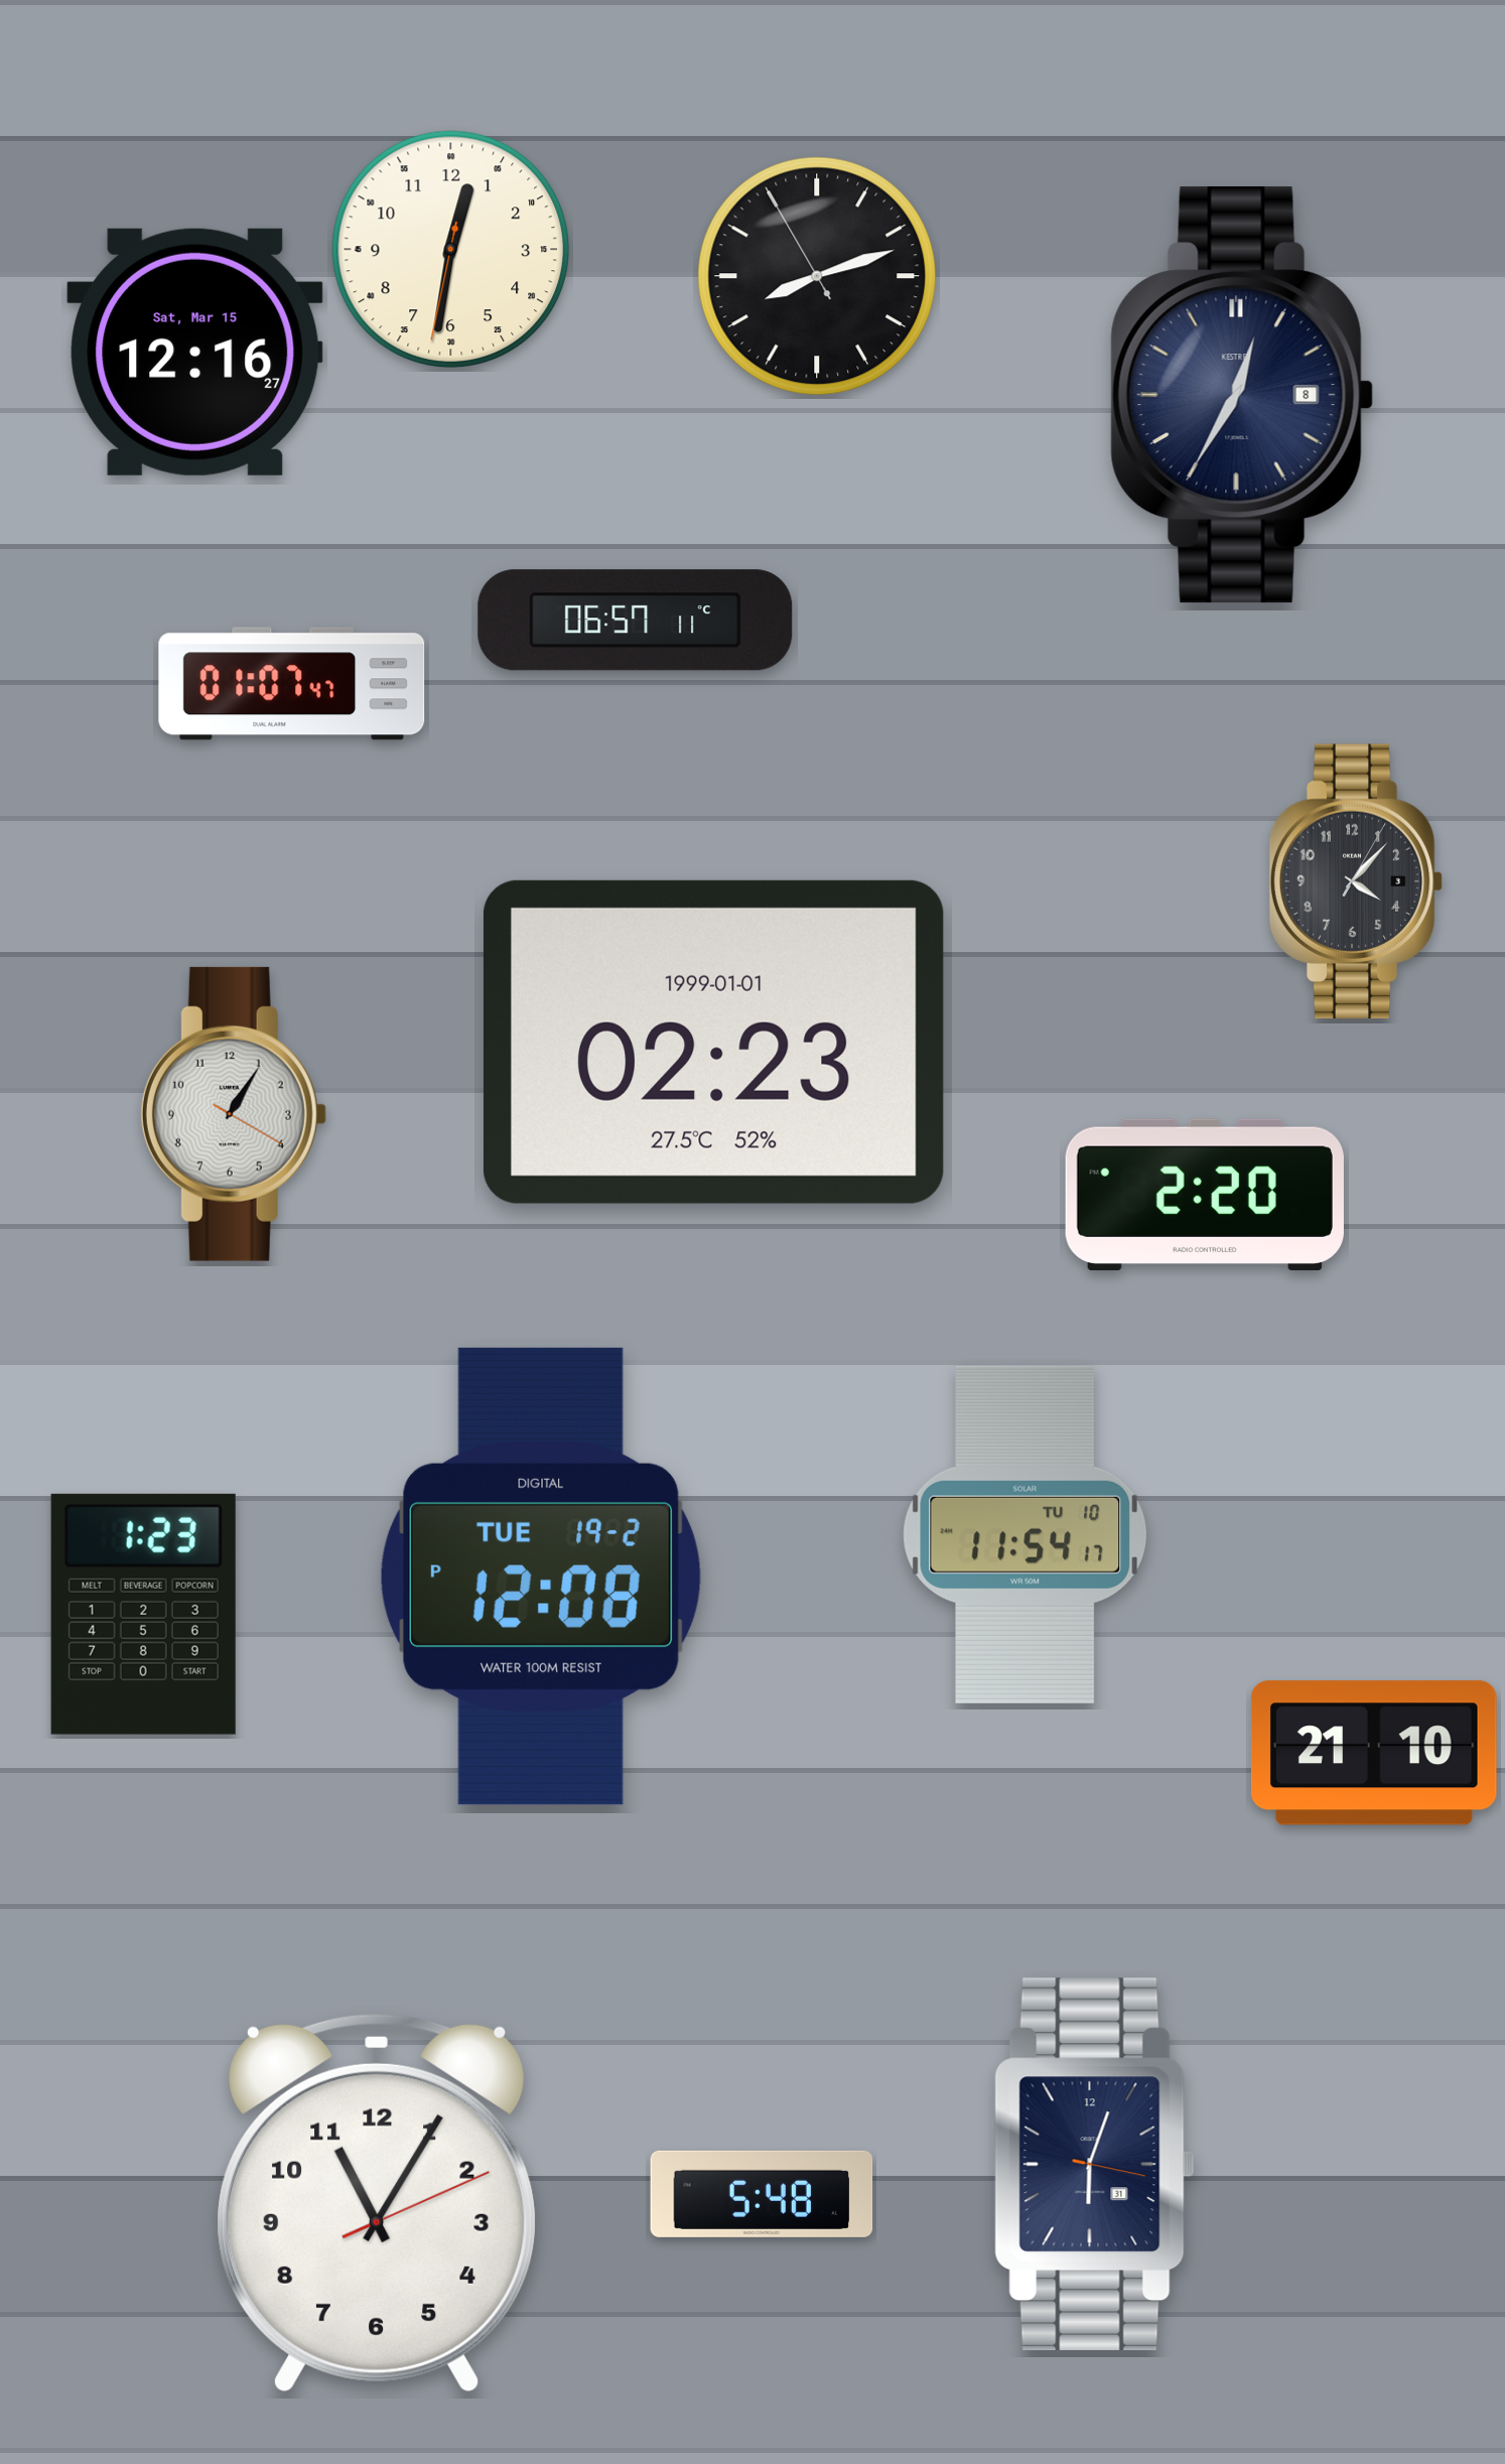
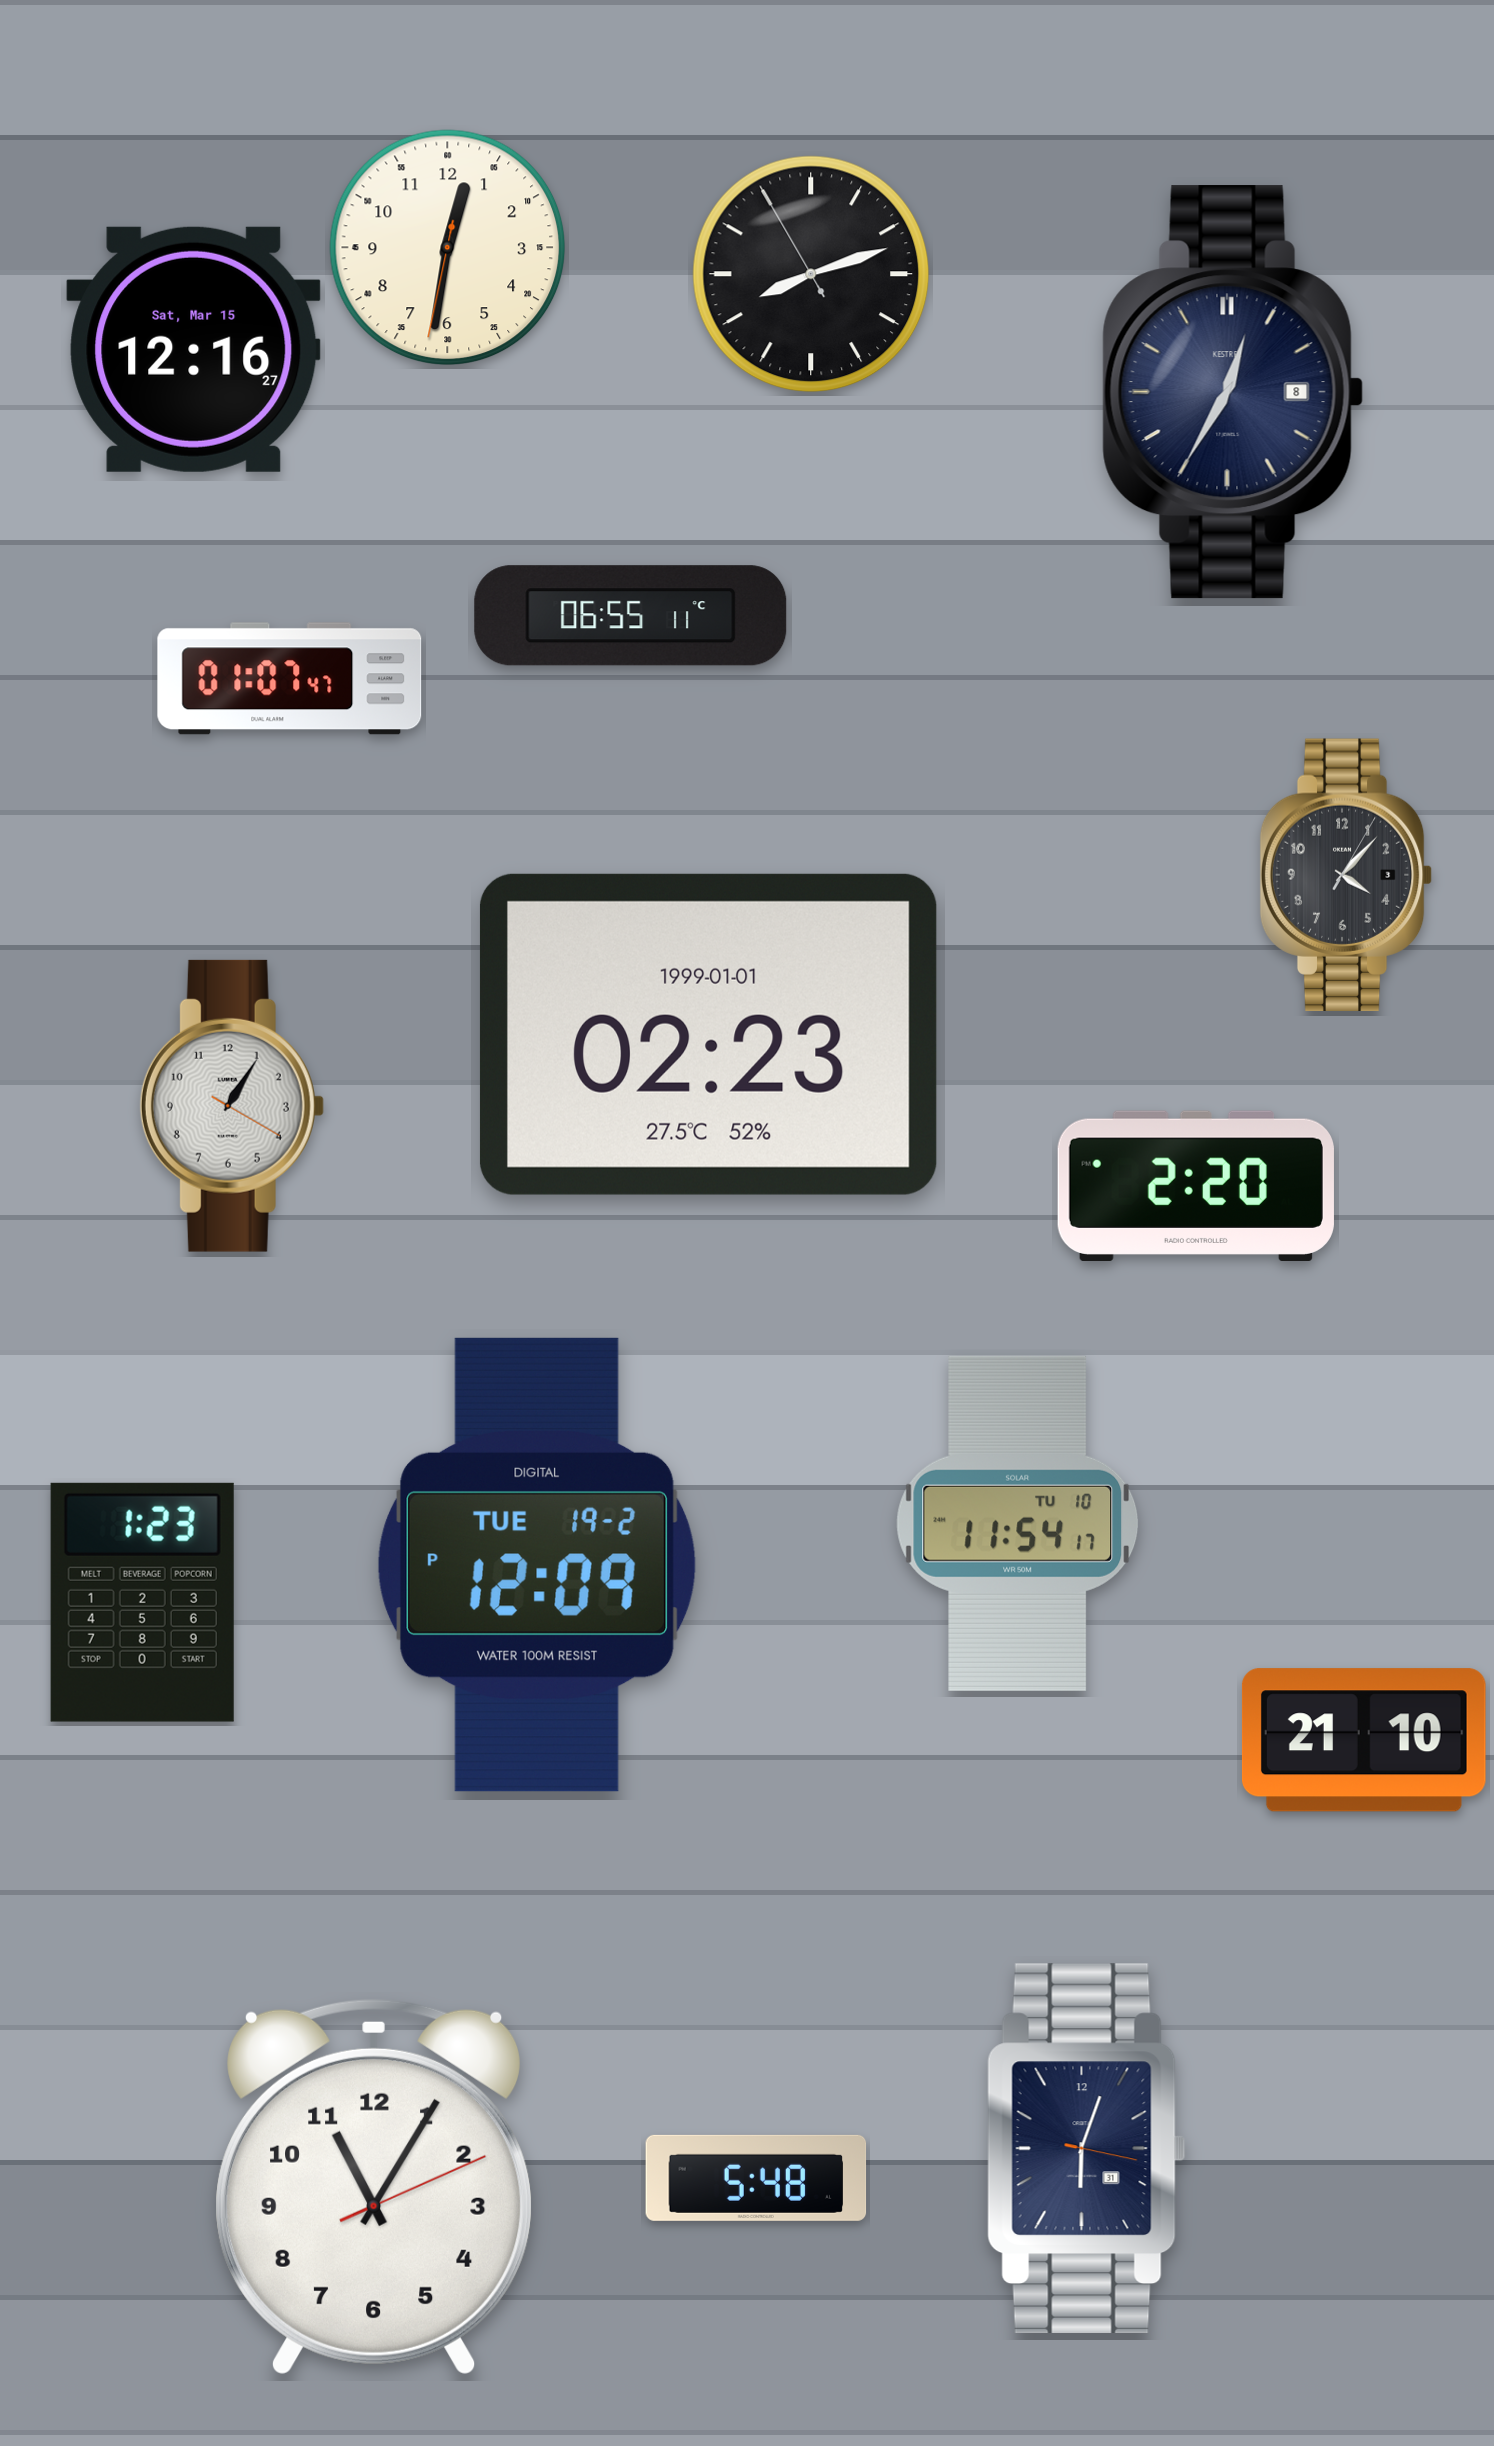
clock at (636, 621): 06:57 -> 06:55
clock at (541, 1577): 12:08 -> 12:09
